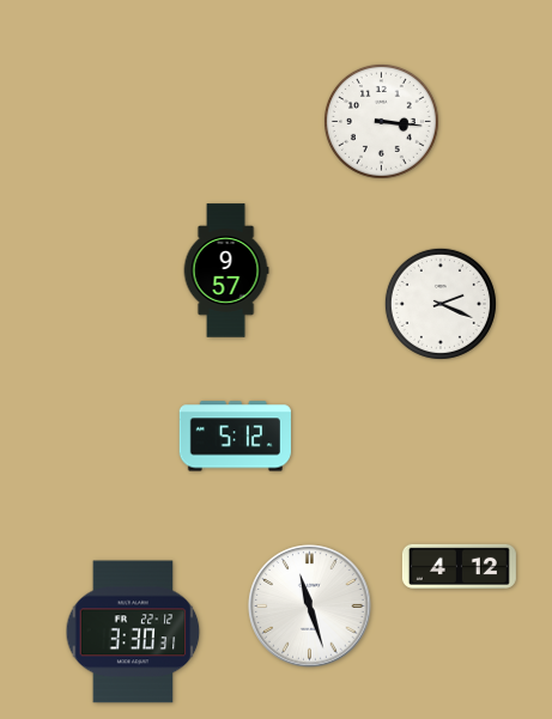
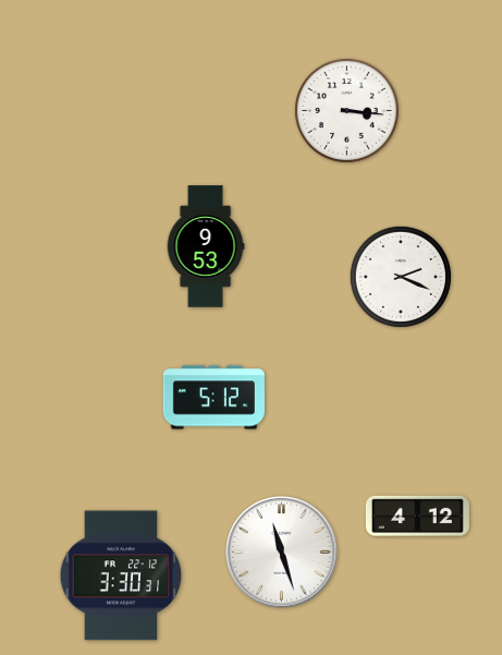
clock at (226, 270): 9:57 -> 9:53
